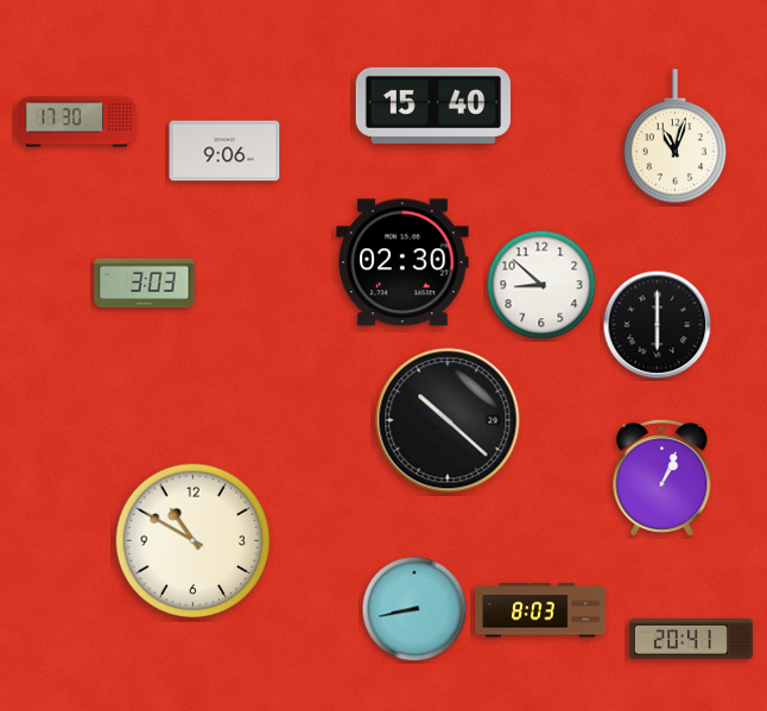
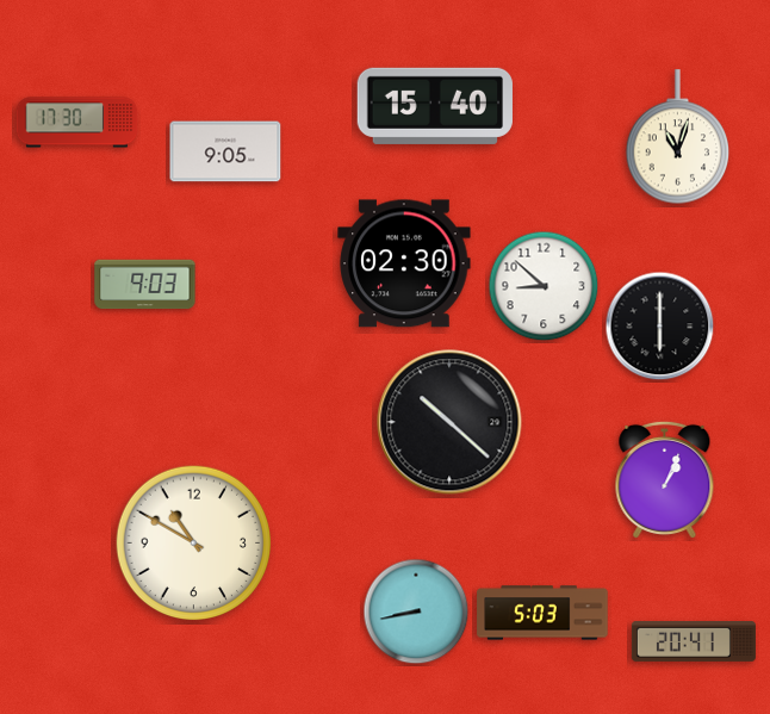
clock at (224, 151): 9:06 -> 9:05
clock at (145, 284): 3:03 -> 9:03
clock at (540, 610): 8:03 -> 5:03
